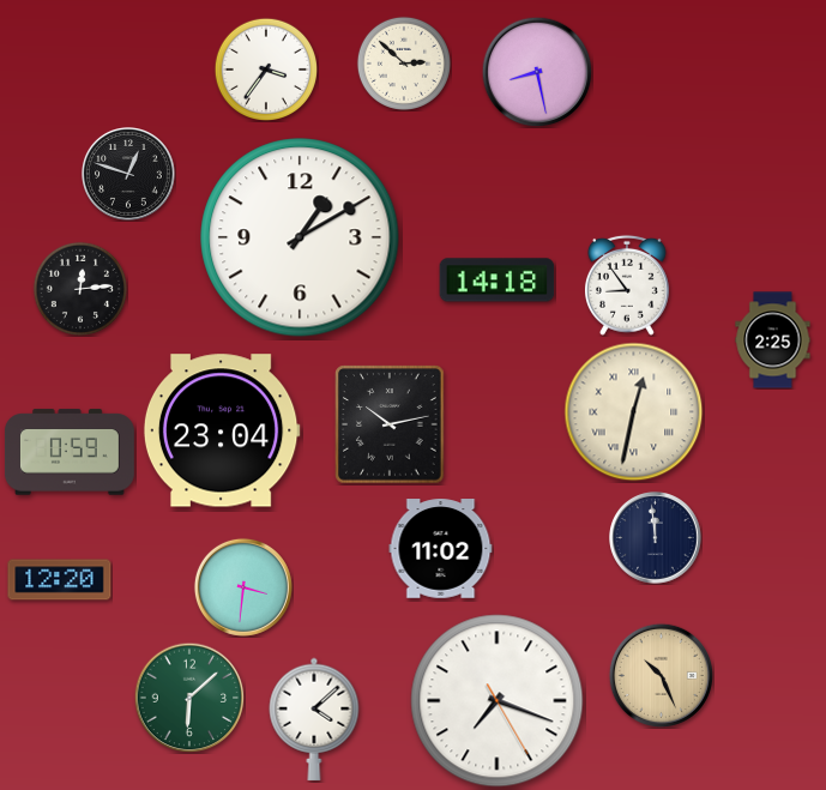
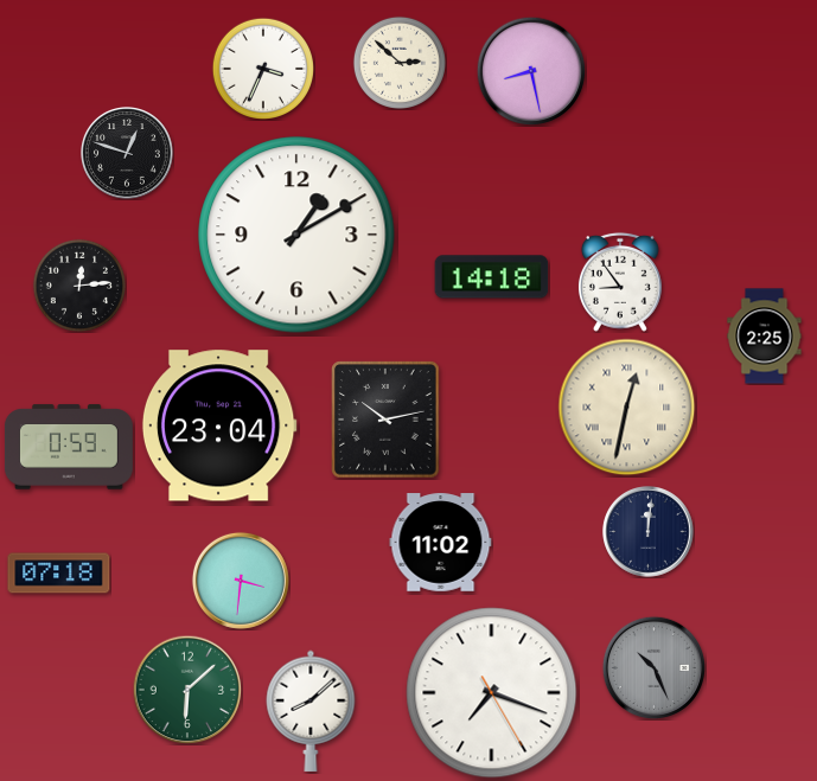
clock at (266, 70): 3:36 -> 3:34
clock at (129, 175) position: (129, 175) -> (128, 154)
clock at (656, 538): 11:59 -> 12:01
clock at (441, 549) position: (441, 549) -> (441, 543)
clock at (60, 580): 12:20 -> 07:18
clock at (661, 675) dial: champagne -> grey
clock at (314, 719): 4:08 -> 8:08
